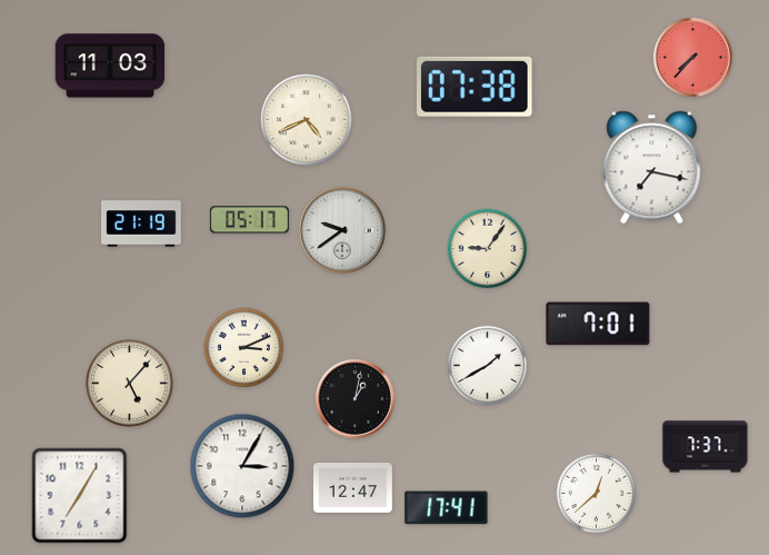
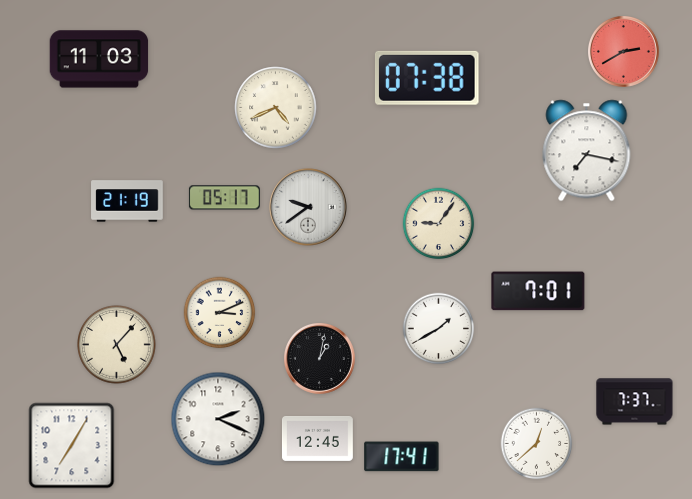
clock at (693, 58): 7:37 -> 2:40
clock at (242, 466): 3:05 -> 2:19
clock at (353, 487): 12:47 -> 12:45
